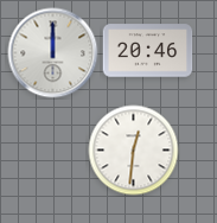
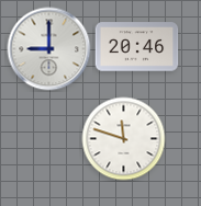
clock at (53, 53): 12:00 -> 9:00
clock at (134, 151): 12:31 -> 11:48
